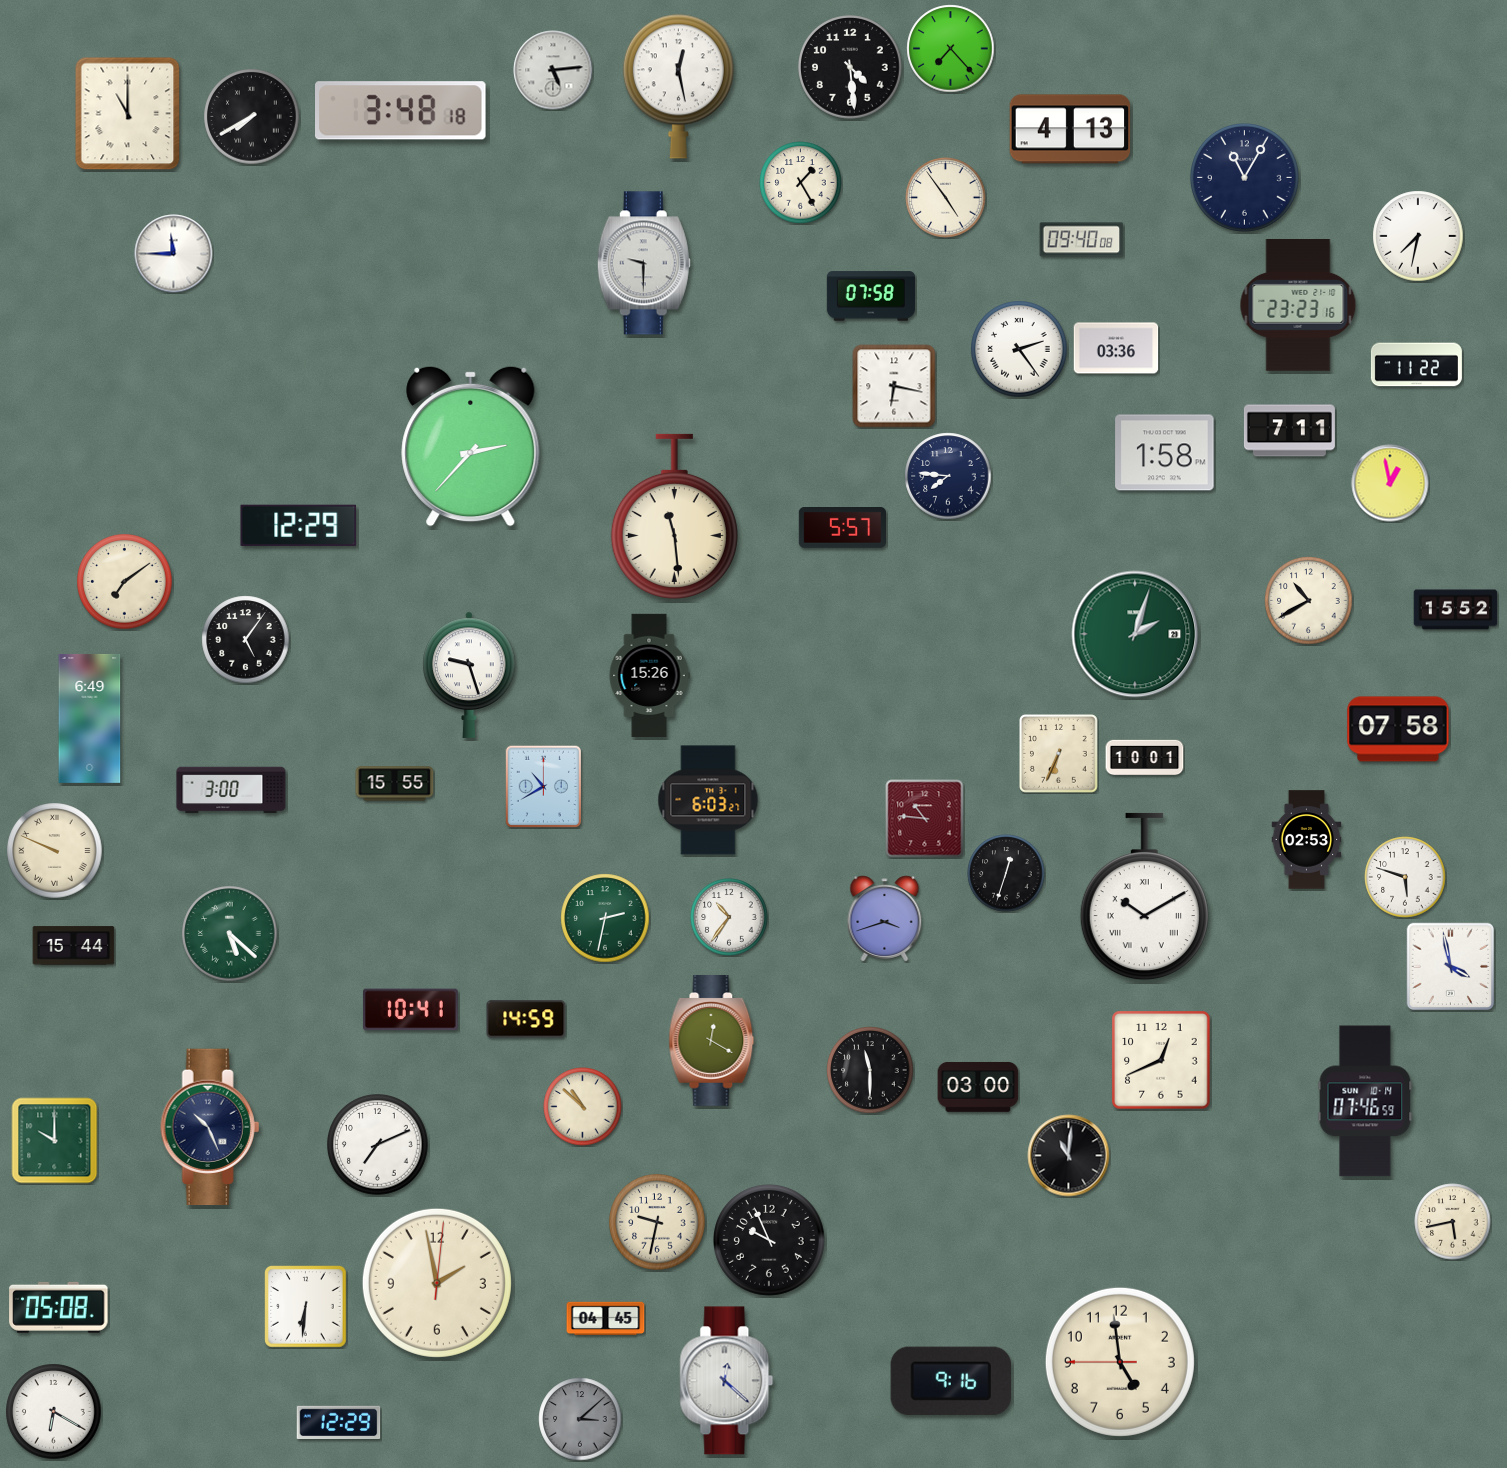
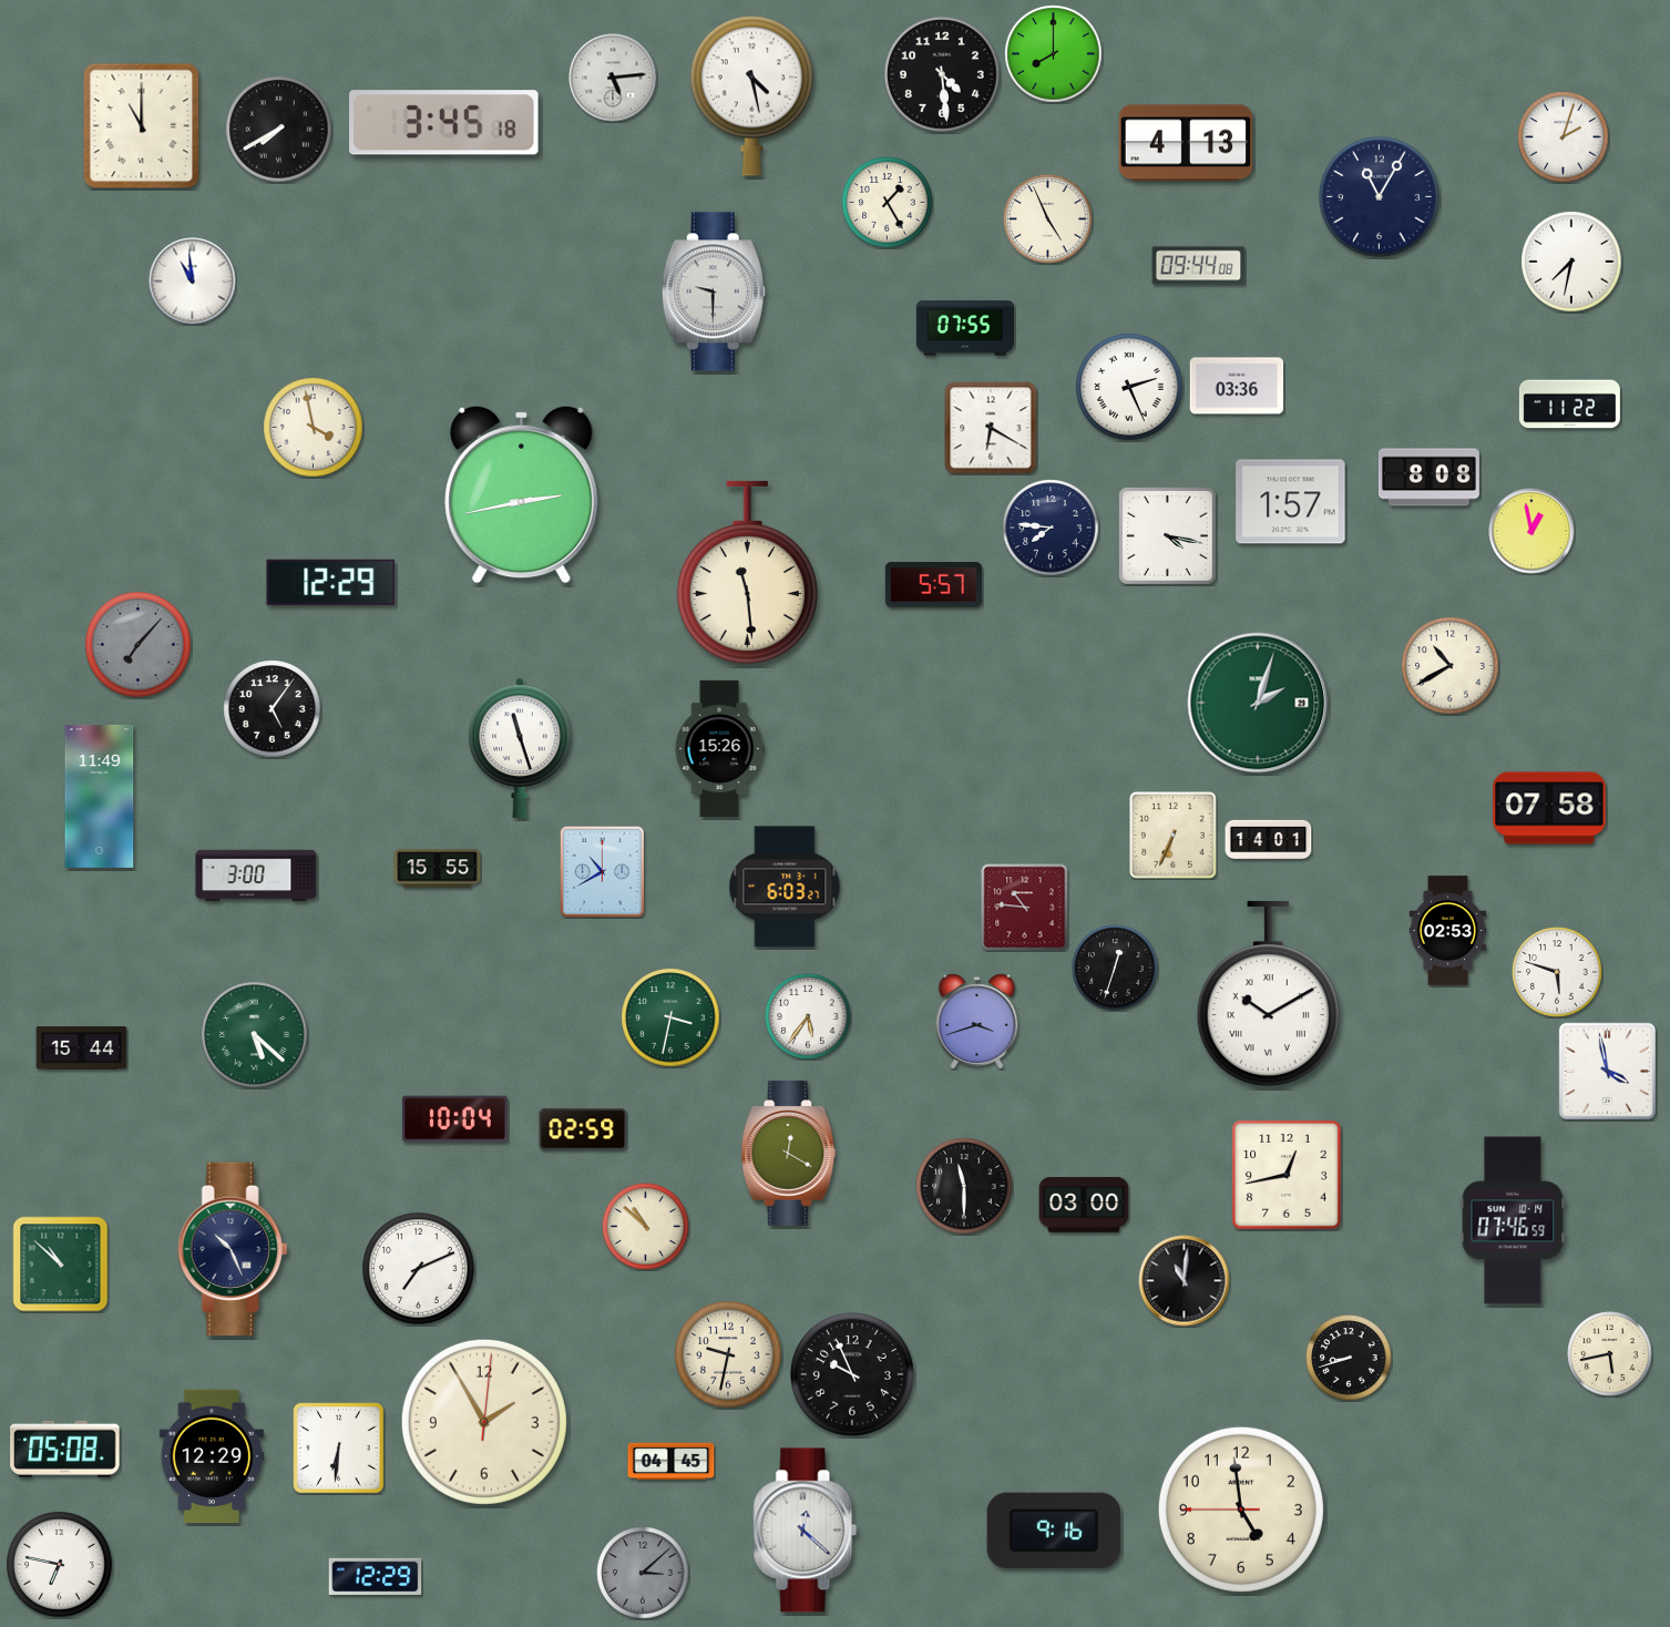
clock at (951, 49): 7:23 -> 8:00
clock at (678, 86): 12:28 -> 4:28
clock at (401, 111): 3:48 -> 3:45
clock at (1564, 137): none -> 2:03
clock at (946, 198): 4:54 -> 4:56
clock at (1082, 240): 09:40 -> 09:44
clock at (174, 254): 11:45 -> 10:59
clock at (871, 296): 07:58 -> 07:55
clock at (1298, 305): 23:23 -> none
clock at (1019, 349): 2:24 -> 2:26
clock at (314, 428): none -> 3:58
clock at (894, 386): 6:17 -> 6:20
clock at (1289, 431): 7:11 -> 8:08
clock at (471, 446): 2:37 -> 2:43
clock at (1165, 453): 1:58 -> 1:57
clock at (1167, 535): none -> 4:17
clock at (1390, 483) position: (1390, 483) -> (1531, 531)
clock at (125, 582): 7:09 -> 7:07
clock at (125, 582) dial: cream -> grey
clock at (1456, 610): 15:52 -> none
clock at (469, 675): 9:27 -> 11:27
clock at (90, 718): 6:49 -> 11:49
clock at (1145, 758): 10:01 -> 14:01
clock at (55, 851): 9:49 -> none
clock at (729, 917): 10:36 -> 5:36
clock at (605, 918): 2:32 -> 3:32
clock at (885, 919) position: (885, 919) -> (977, 1022)
clock at (411, 1010): 10:41 -> 10:04
clock at (526, 1019): 14:59 -> 02:59
clock at (1161, 1060): 12:41 -> 12:43
clock at (55, 1141): 10:00 -> 10:52
clock at (1349, 1358): none -> 8:42
clock at (437, 1283): 1:58 -> 1:55
clock at (212, 1456): none -> 12:29
clock at (54, 1412): 6:20 -> 6:47
